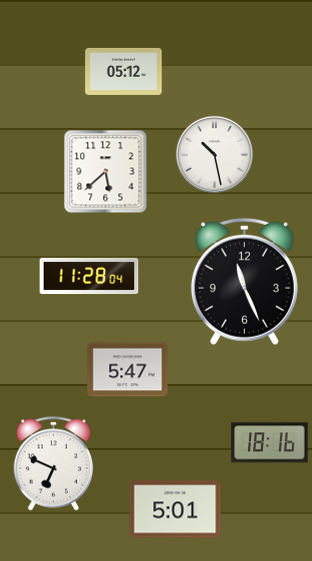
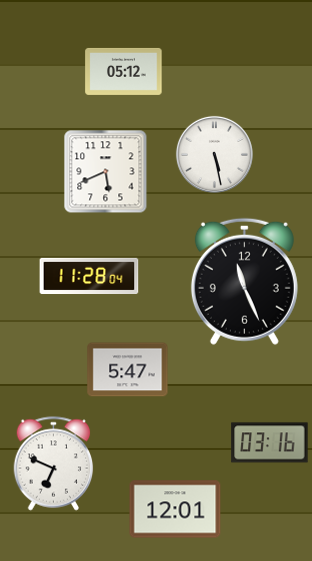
clock at (214, 154): 10:28 -> 5:28
clock at (105, 171): 5:38 -> 5:41
clock at (270, 443): 18:16 -> 03:16
clock at (175, 509): 5:01 -> 12:01
